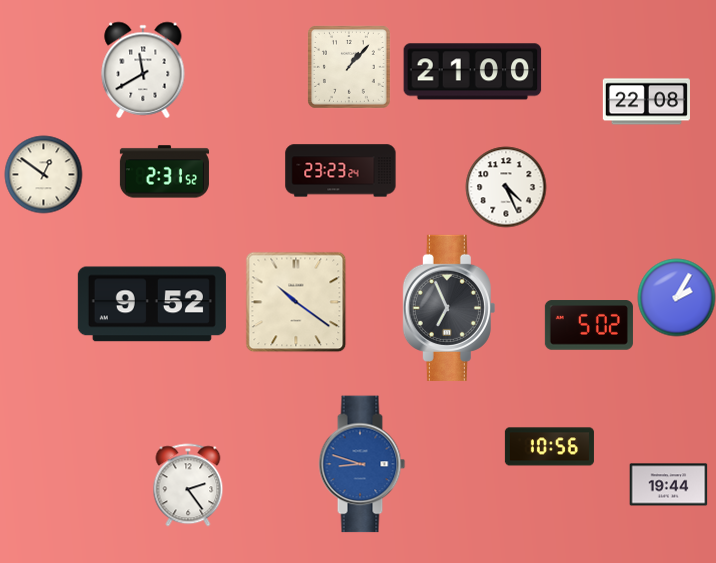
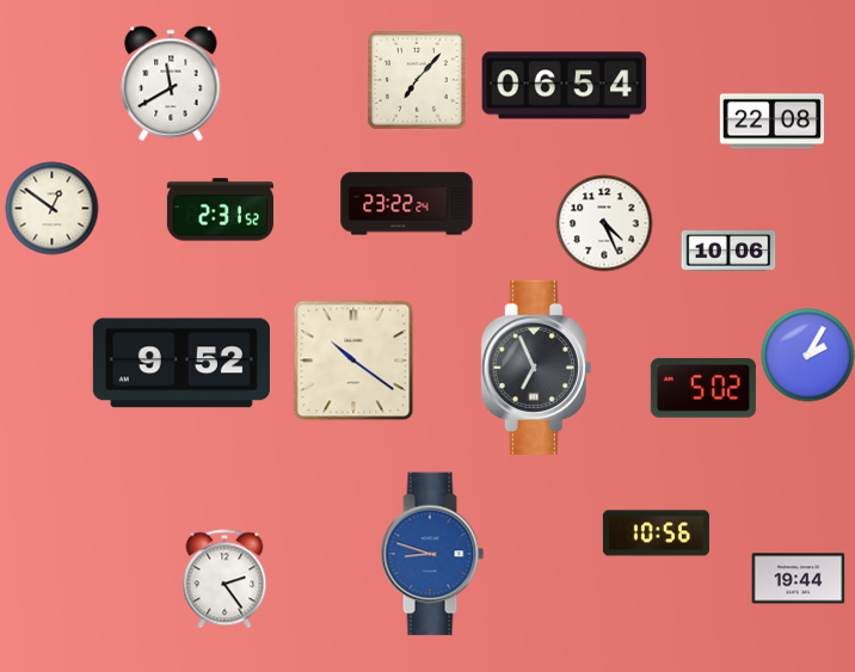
clock at (349, 67): 1:07 -> 7:07
clock at (473, 72): 21:00 -> 06:54
clock at (341, 171): 23:23 -> 23:22
clock at (164, 172) position: (164, 172) -> (220, 210)
clock at (728, 252): none -> 10:06
